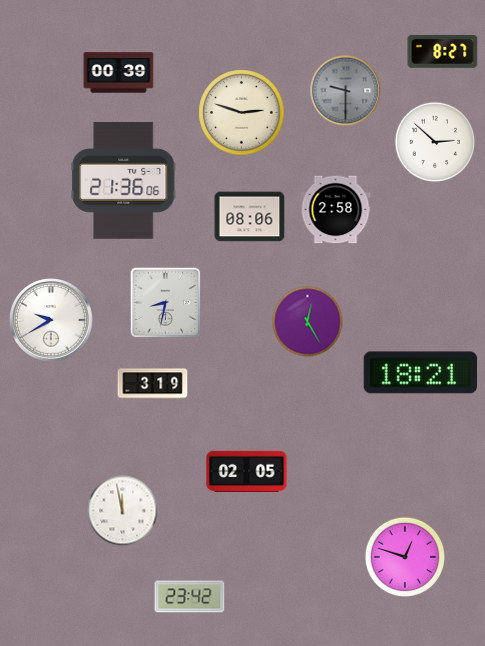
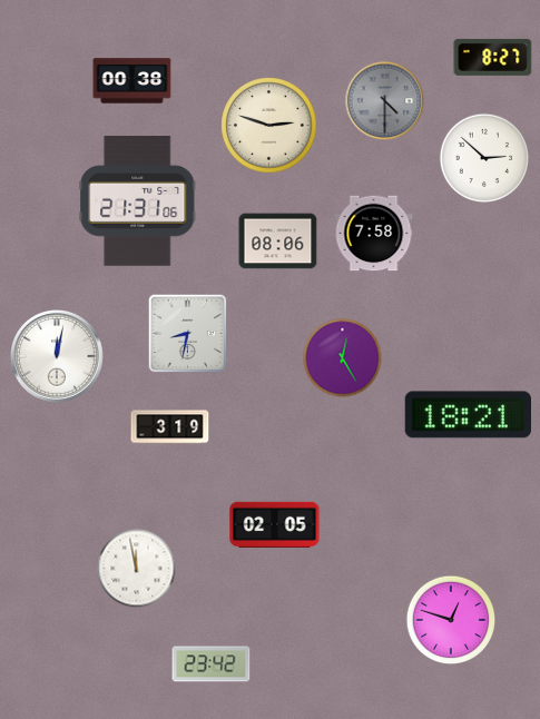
clock at (119, 73): 00:39 -> 00:38
clock at (346, 91): 9:30 -> 4:30
clock at (124, 181): 21:36 -> 21:31
clock at (336, 210): 2:58 -> 7:58
clock at (166, 303) position: (166, 303) -> (188, 334)
clock at (52, 321): 9:40 -> 12:02
